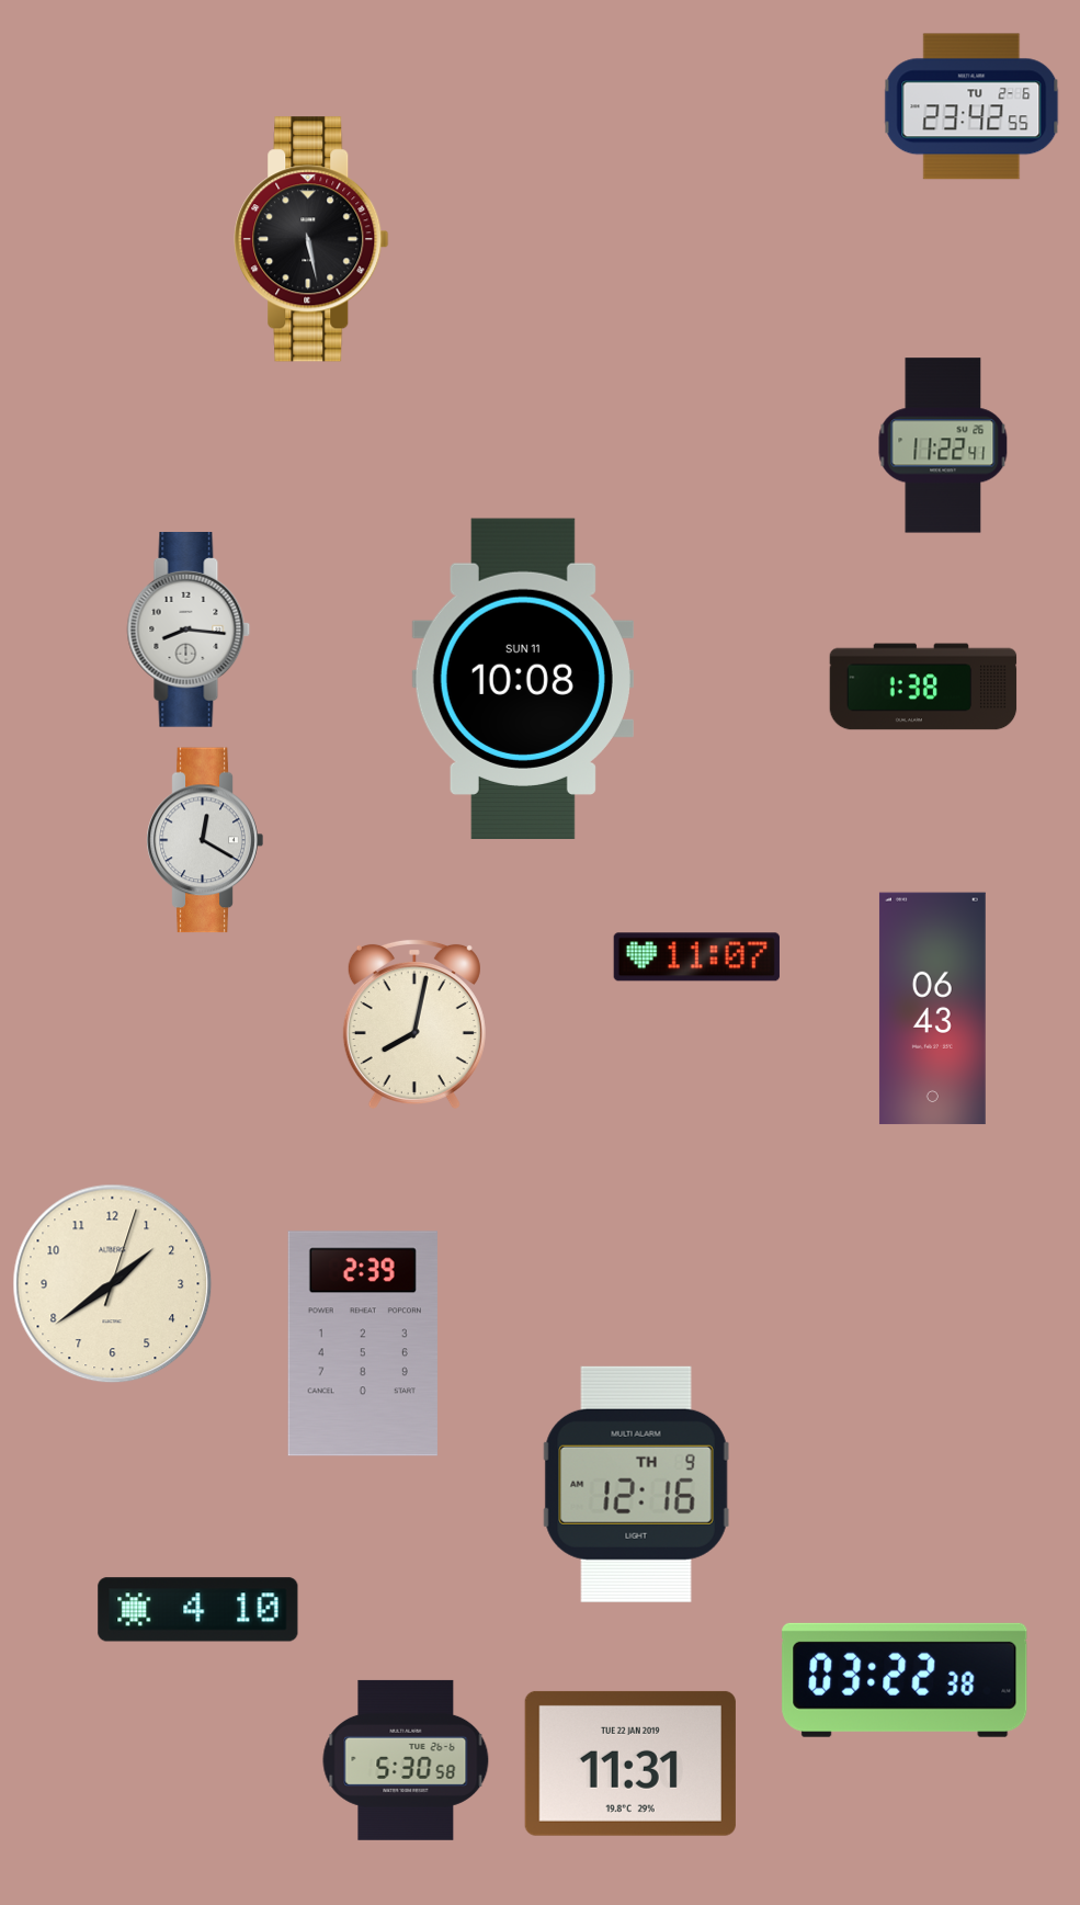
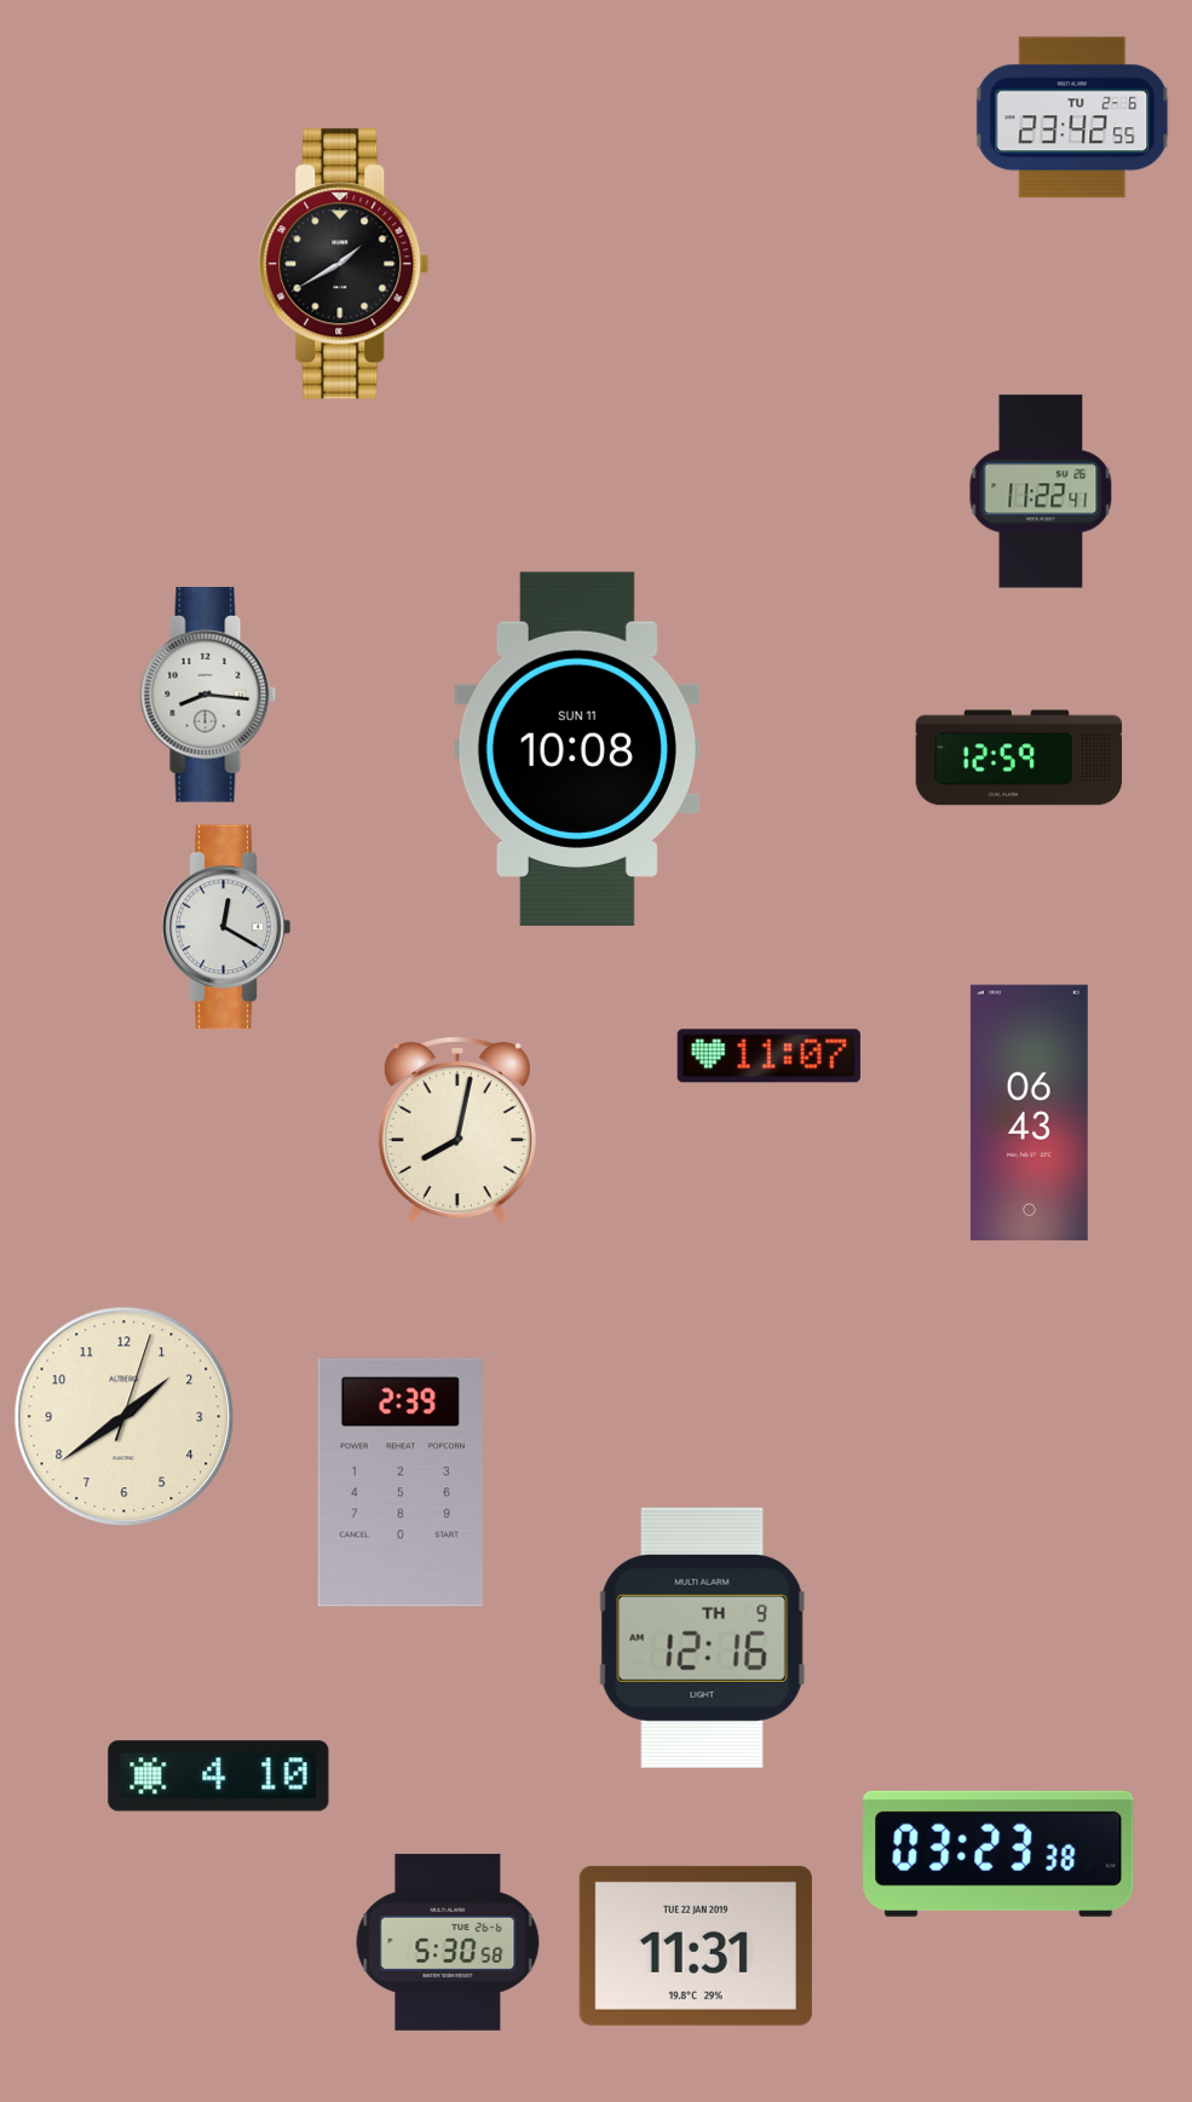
clock at (311, 239): 5:28 -> 1:40
clock at (923, 687): 1:38 -> 12:59
clock at (905, 1680): 03:22 -> 03:23
